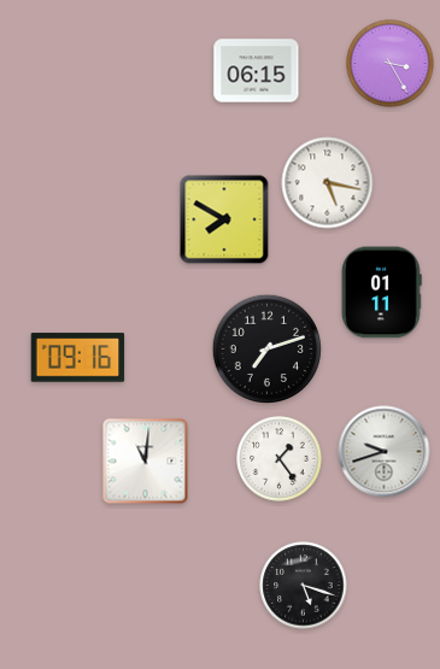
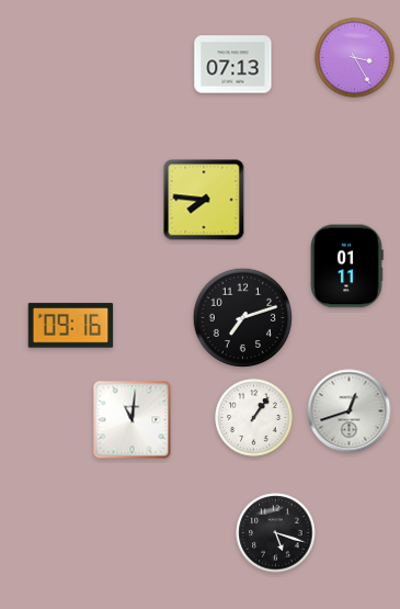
clock at (257, 71): 06:15 -> 07:13
clock at (328, 183): 5:17 -> none
clock at (224, 219): 7:50 -> 7:46
clock at (385, 452): 9:42 -> 12:42
clock at (280, 459): 1:24 -> 1:06
